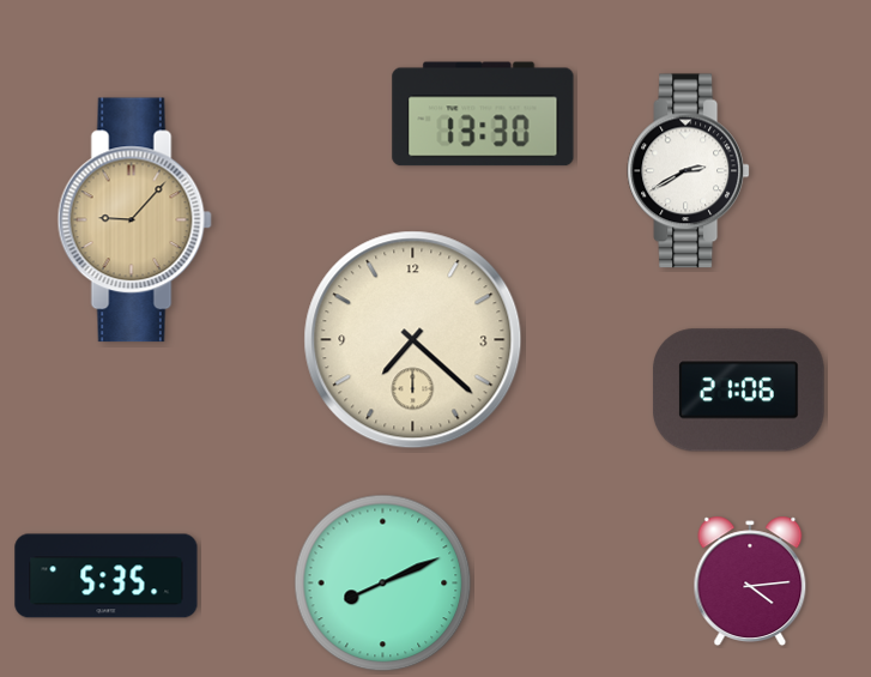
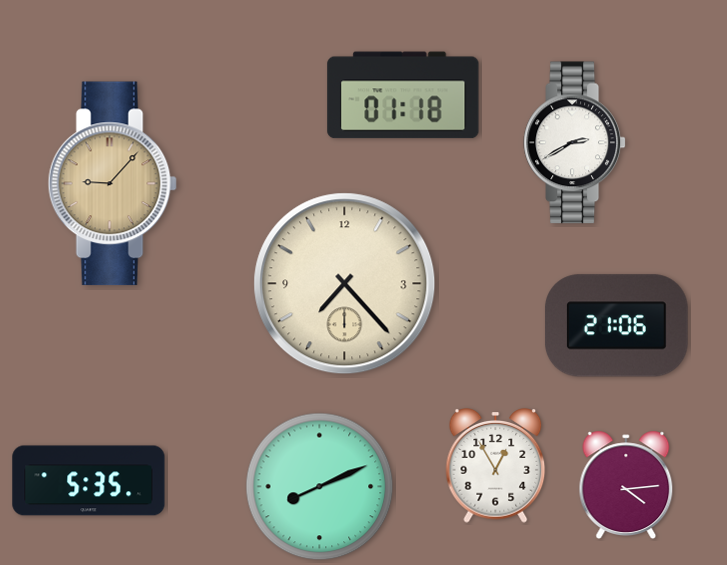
clock at (483, 114): 13:30 -> 01:18
clock at (413, 340): 7:22 -> 7:23
clock at (496, 466): none -> 12:55
